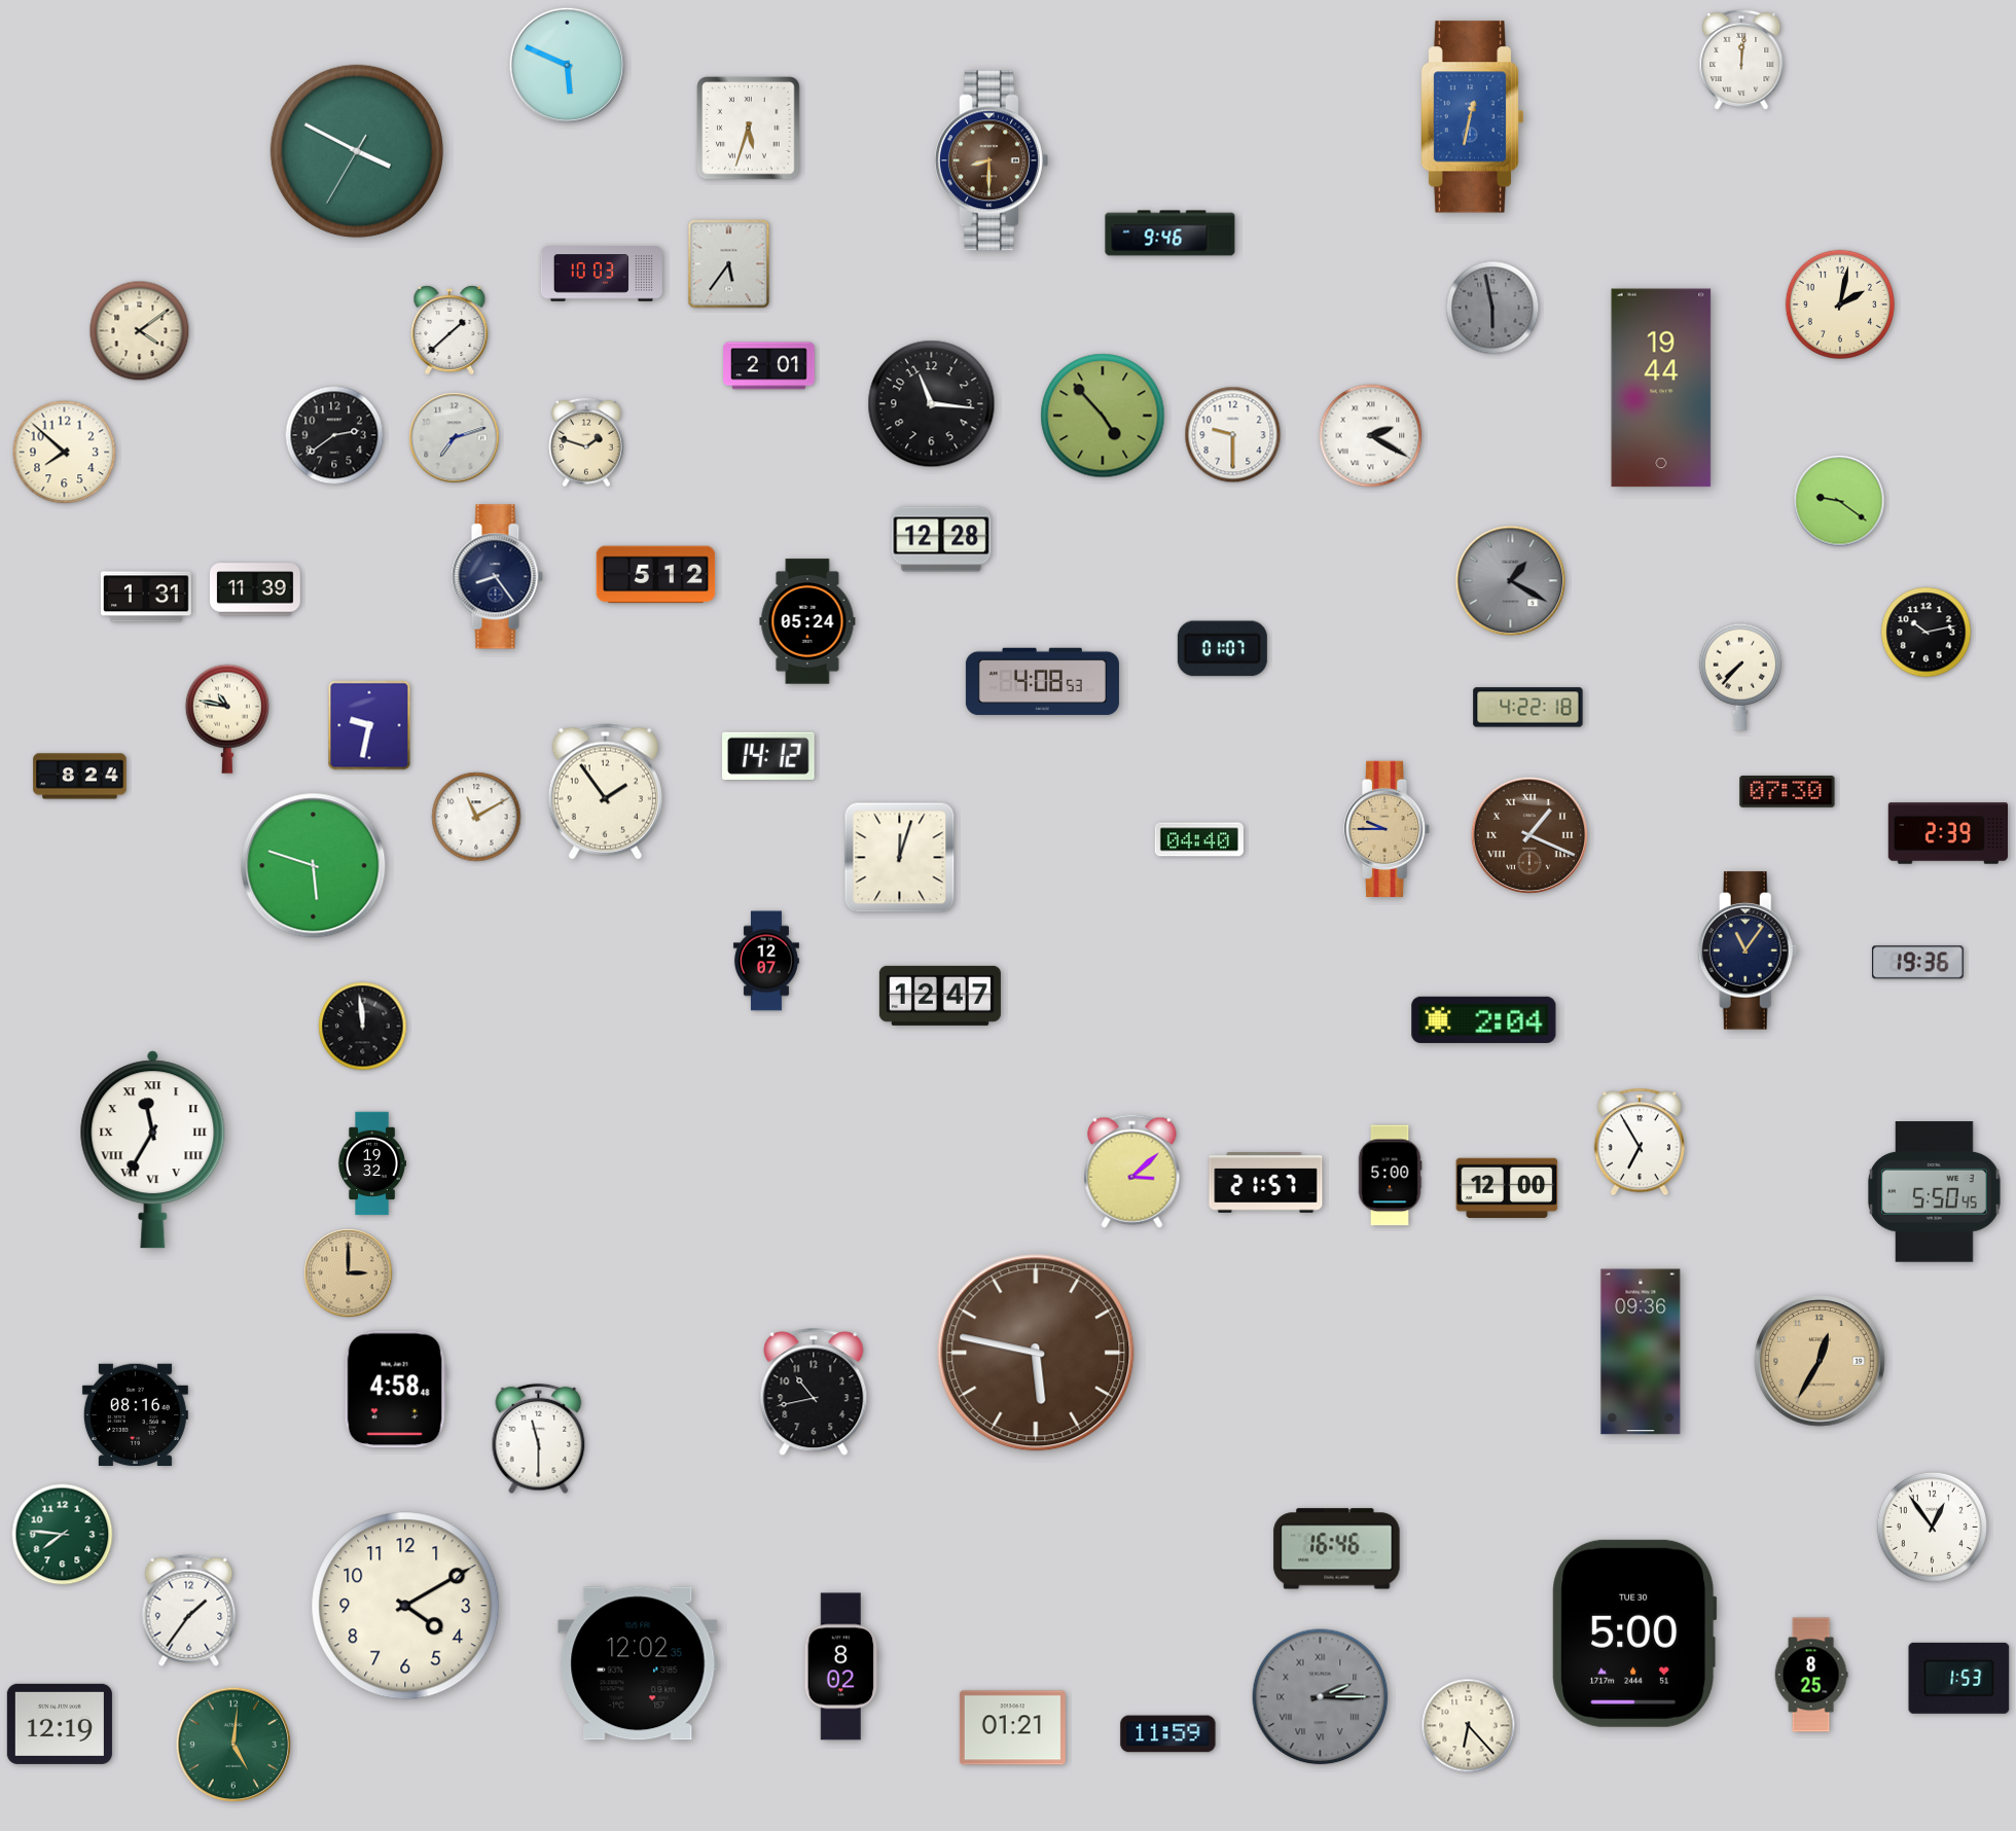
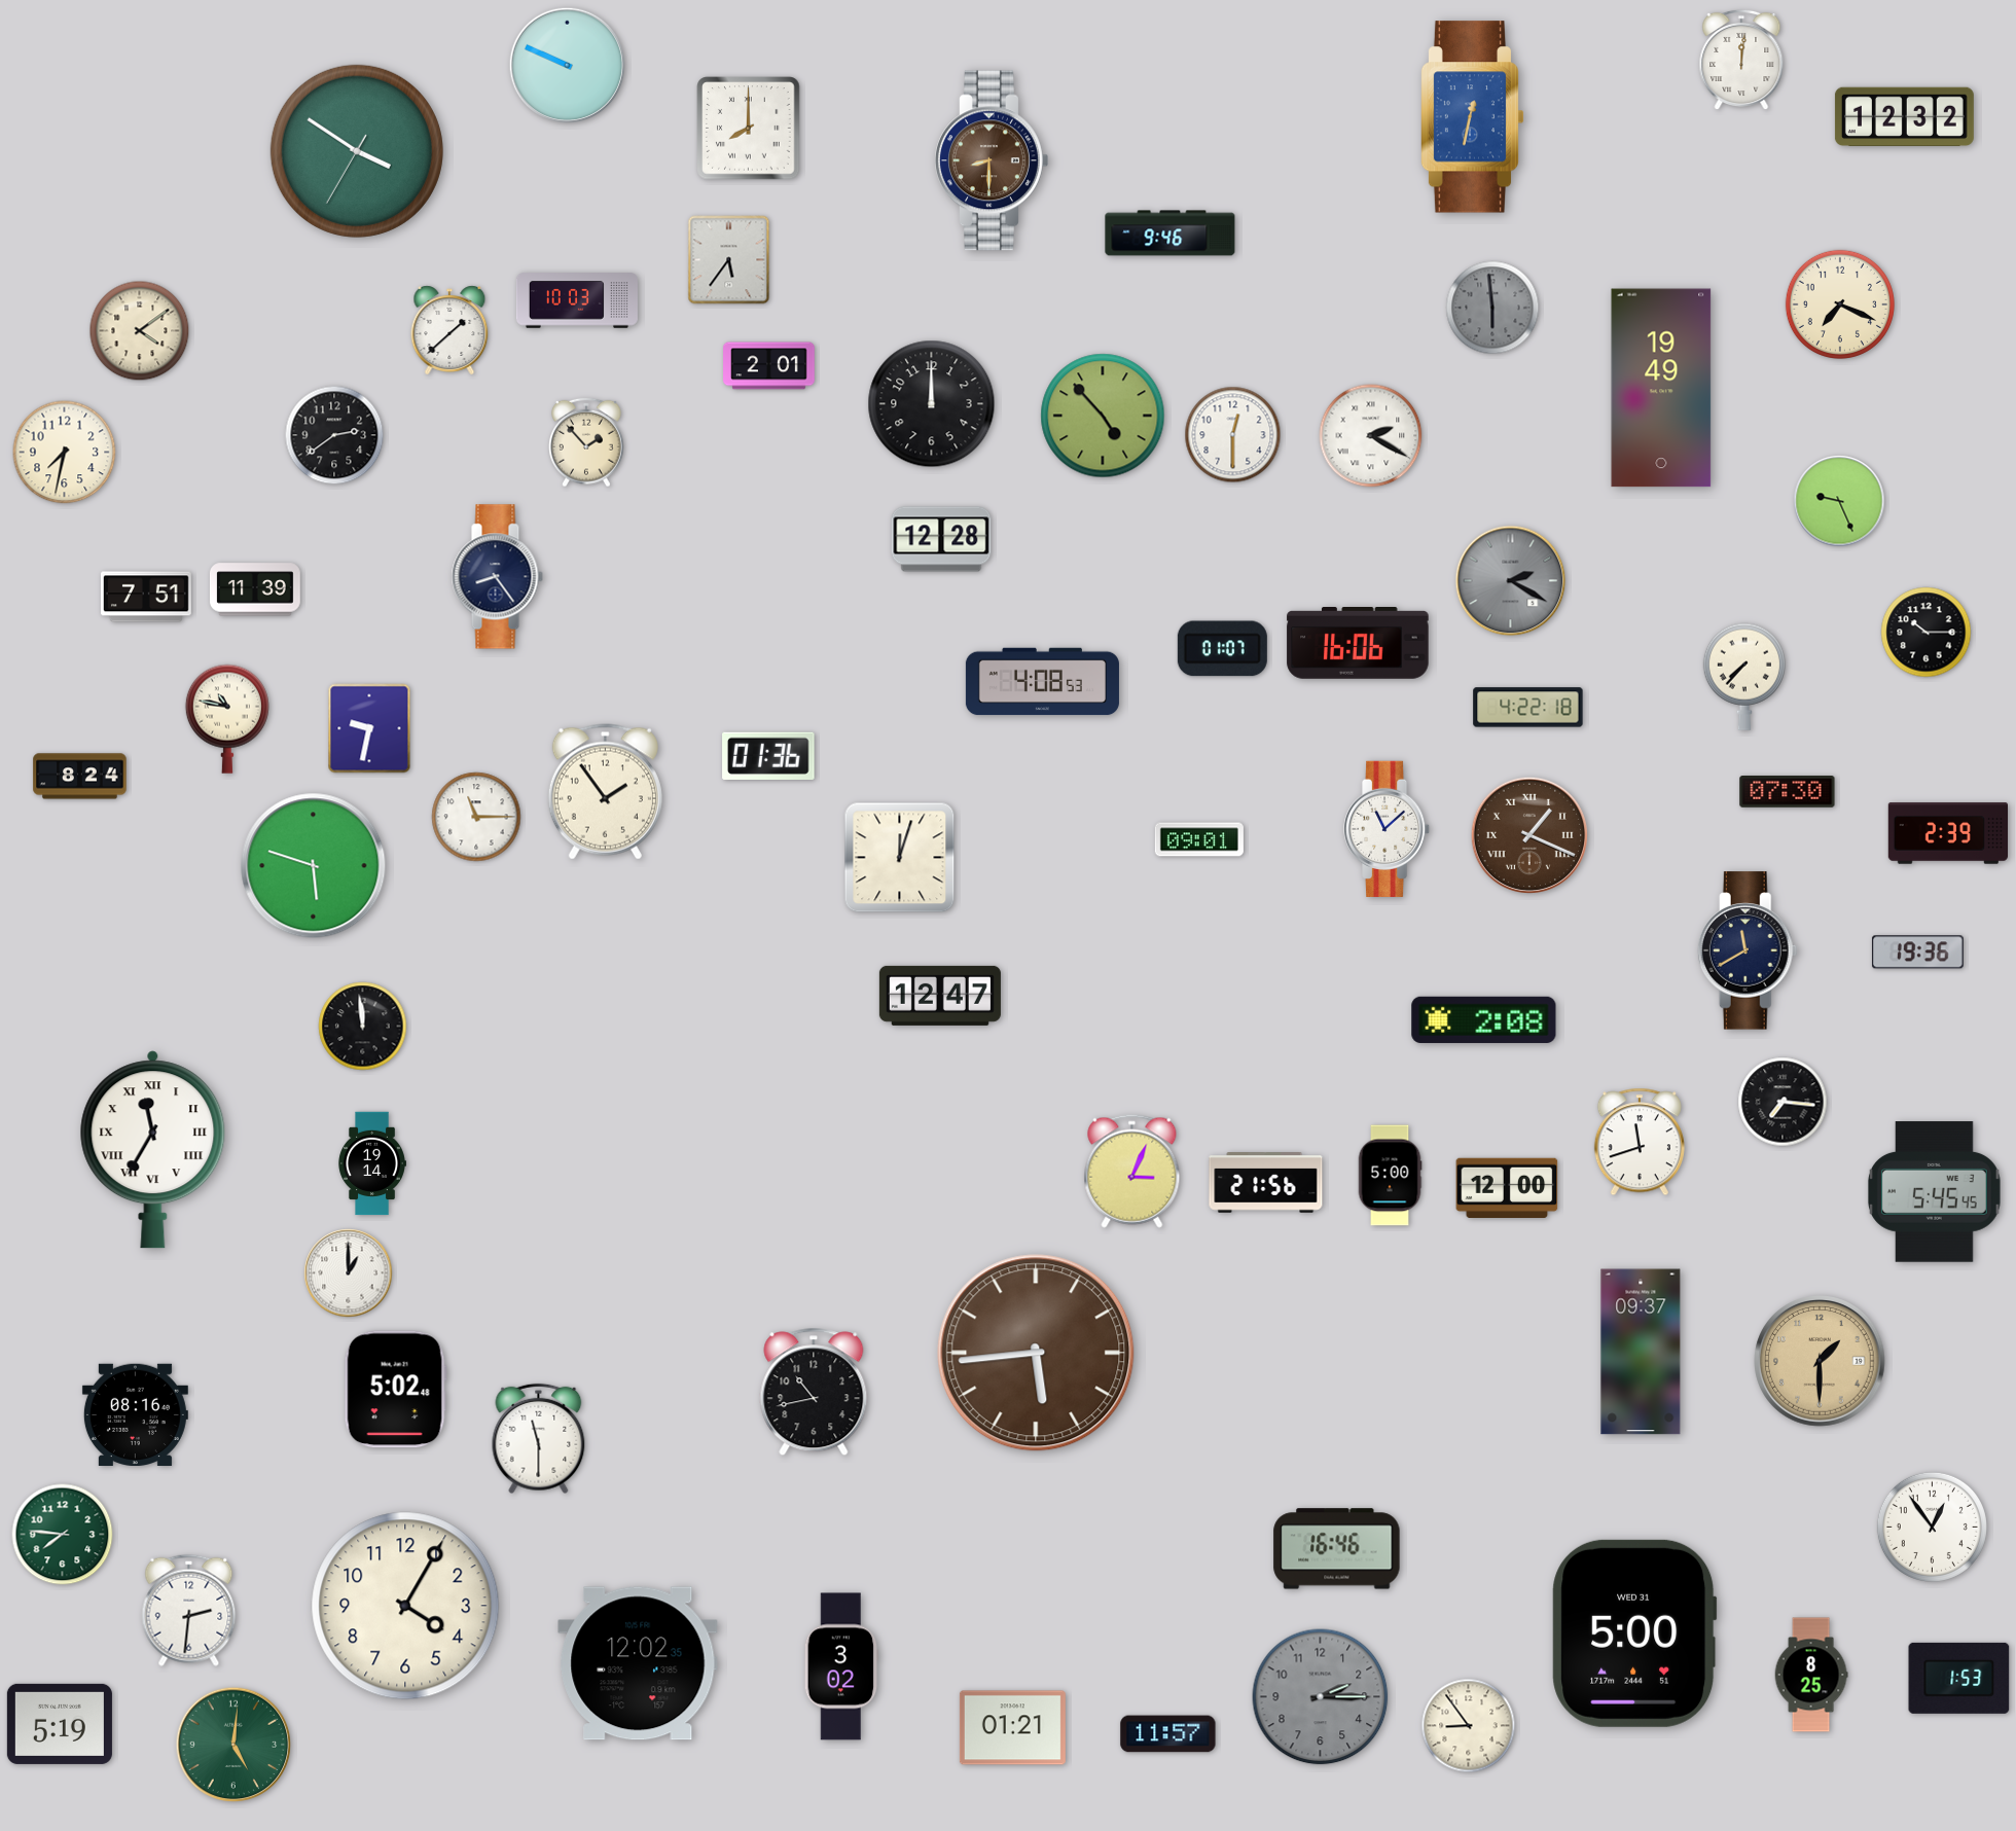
clock at (568, 66): 5:49 -> 9:49
clock at (1904, 117): none -> 12:32
clock at (749, 129): 5:33 -> 8:00
clock at (357, 151): 3:49 -> 3:50
clock at (729, 264) position: (729, 264) -> (729, 260)
clock at (602, 274) position: (602, 274) -> (577, 300)
clock at (1840, 304): 2:02 -> 7:19
clock at (1492, 308): 5:58 -> 5:59
clock at (1661, 388): 19:44 -> 19:49
clock at (932, 404): 11:16 -> 12:00
clock at (1233, 435): 9:30 -> 12:30
clock at (455, 438): 7:12 -> none
clock at (586, 442): 1:48 -> 1:53
clock at (65, 453): 7:52 -> 7:32
clock at (1839, 501): 9:21 -> 9:26
clock at (656, 575): 5:12 -> none
clock at (1511, 581): 1:20 -> 2:20
clock at (146, 597): 1:31 -> 7:51
clock at (807, 621): 05:24 -> none
clock at (1927, 633): 10:13 -> 10:15
clock at (1358, 644): none -> 16:06
clock at (1739, 677) position: (1739, 677) -> (1743, 677)
clock at (369, 725) position: (369, 725) -> (369, 728)
clock at (768, 756): 14:12 -> 01:36
clock at (476, 817): 11:10 -> 11:15
clock at (1388, 829): 9:45 -> 11:08
clock at (1388, 829) dial: champagne -> white
clock at (1199, 839): 04:40 -> 09:01
clock at (1748, 950): 11:06 -> 11:40
clock at (766, 961): 12:07 -> none
clock at (1917, 963) position: (1917, 963) -> (1917, 953)
clock at (1484, 1019): 2:04 -> 2:08
clock at (1783, 1102): none -> 7:16
clock at (1640, 1142): 6:55 -> 11:42
clock at (372, 1163): 19:32 -> 19:14
clock at (1132, 1171): 3:08 -> 3:04
clock at (1266, 1183): 21:57 -> 21:56
clock at (1934, 1192): 5:50 -> 5:45
clock at (349, 1273): 3:00 -> 1:00
clock at (349, 1273) dial: champagne -> white
clock at (1641, 1352): 09:36 -> 09:37
clock at (1036, 1353): 5:47 -> 5:44
clock at (1820, 1361): 12:35 -> 1:30
clock at (395, 1390): 4:58 -> 5:02
clock at (405, 1606): 4:10 -> 4:05
clock at (189, 1610): 1:36 -> 2:31
clock at (1634, 1633) date: TUE 30 -> WED 31
clock at (841, 1666): 8:02 -> 3:02
clock at (1321, 1697) numerals: Roman -> Arabic
clock at (60, 1724): 12:19 -> 5:19
clock at (1469, 1726): 6:23 -> 8:54
clock at (1168, 1734): 11:59 -> 11:57
